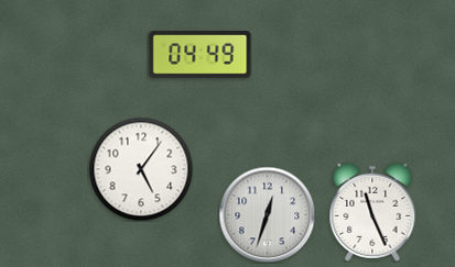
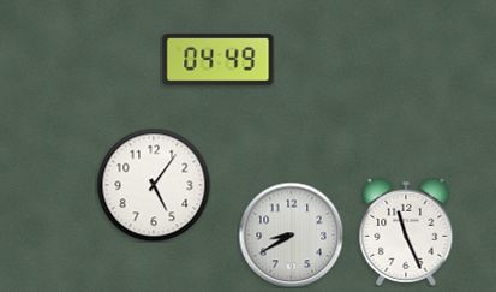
clock at (267, 214): 12:33 -> 8:40
